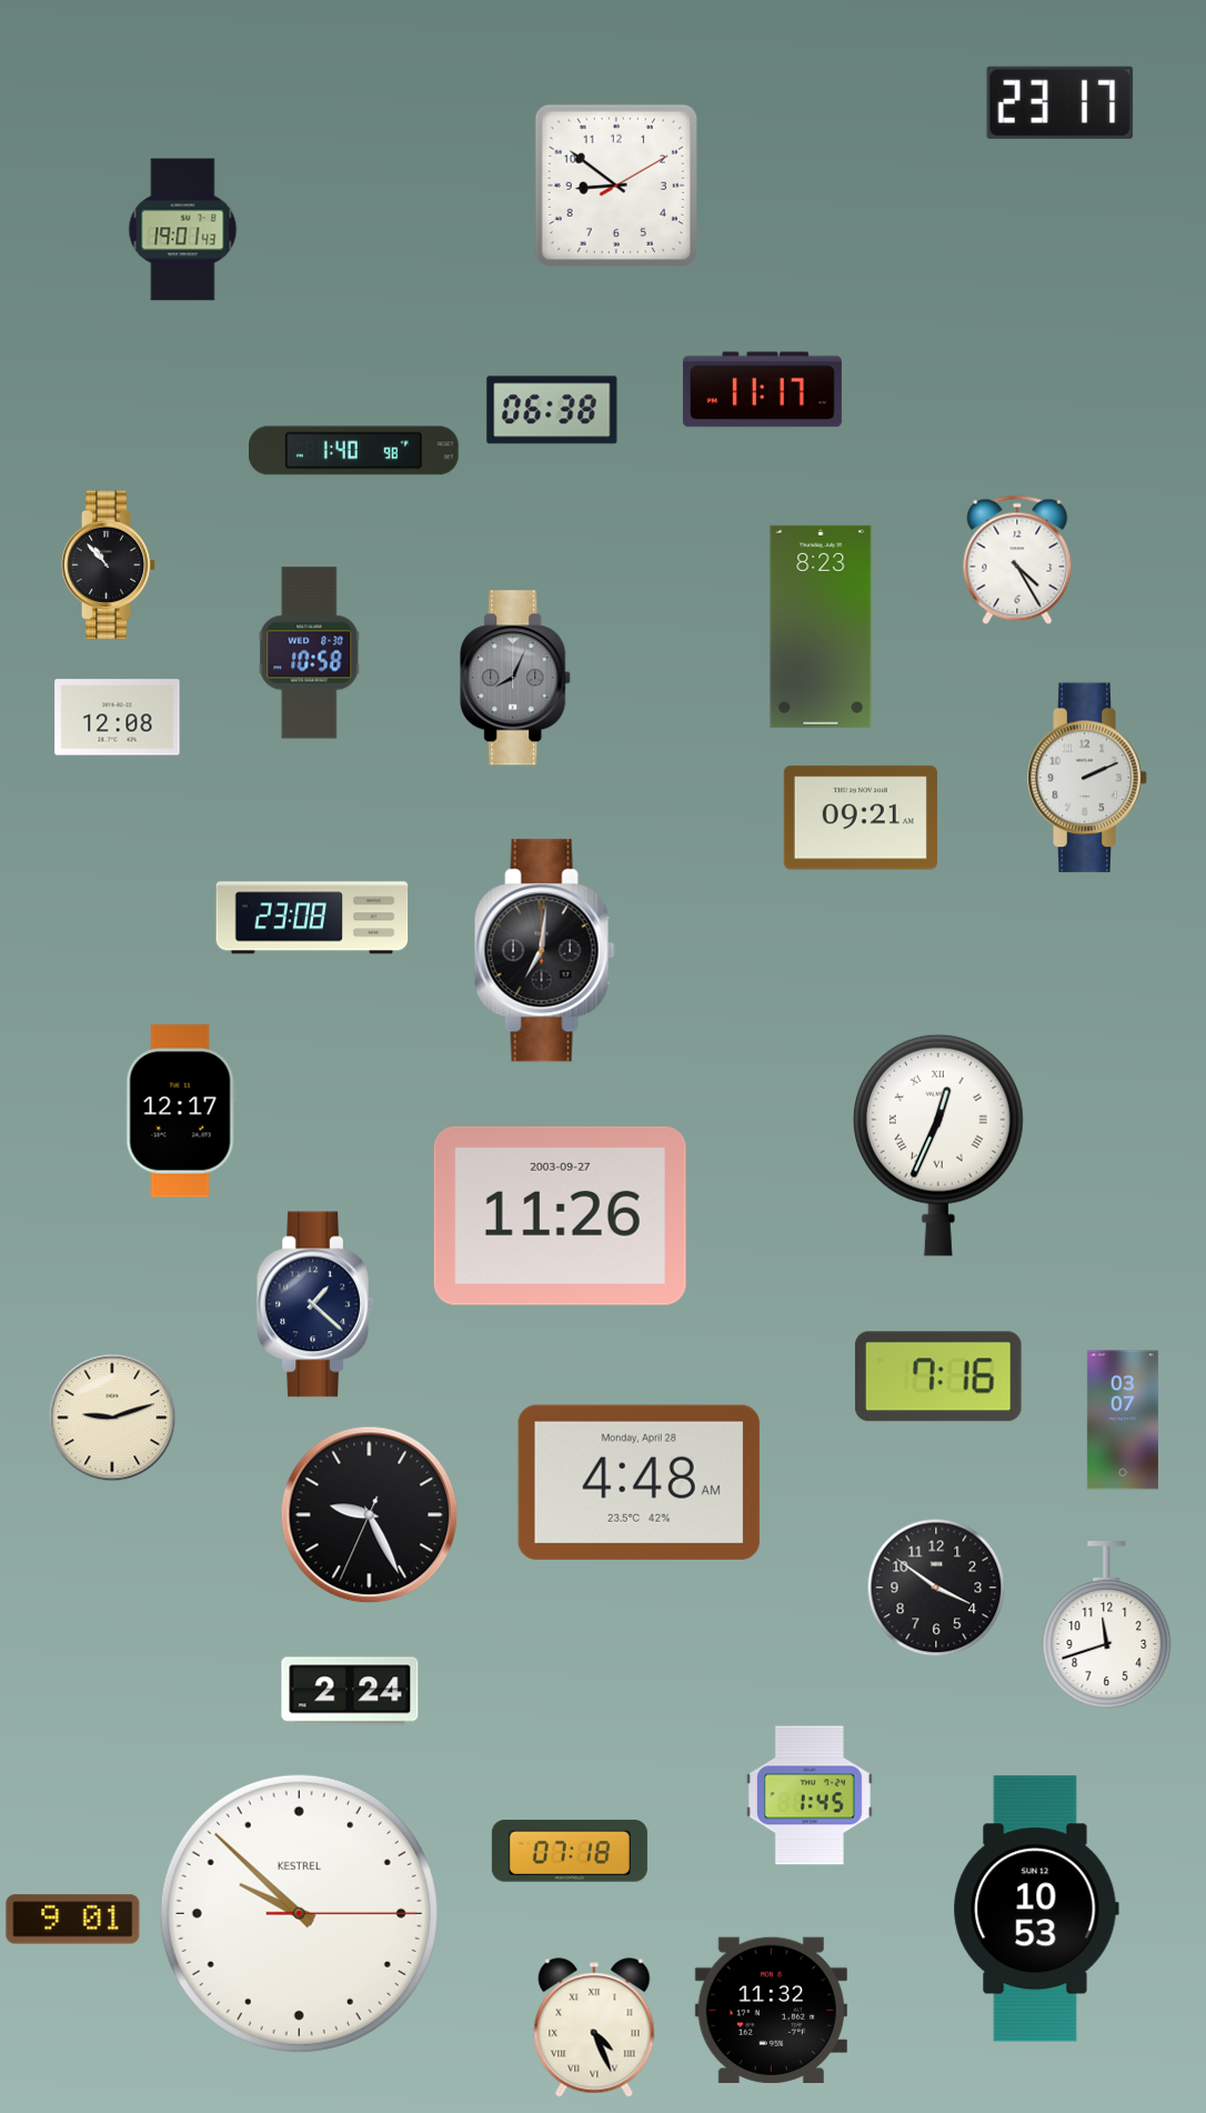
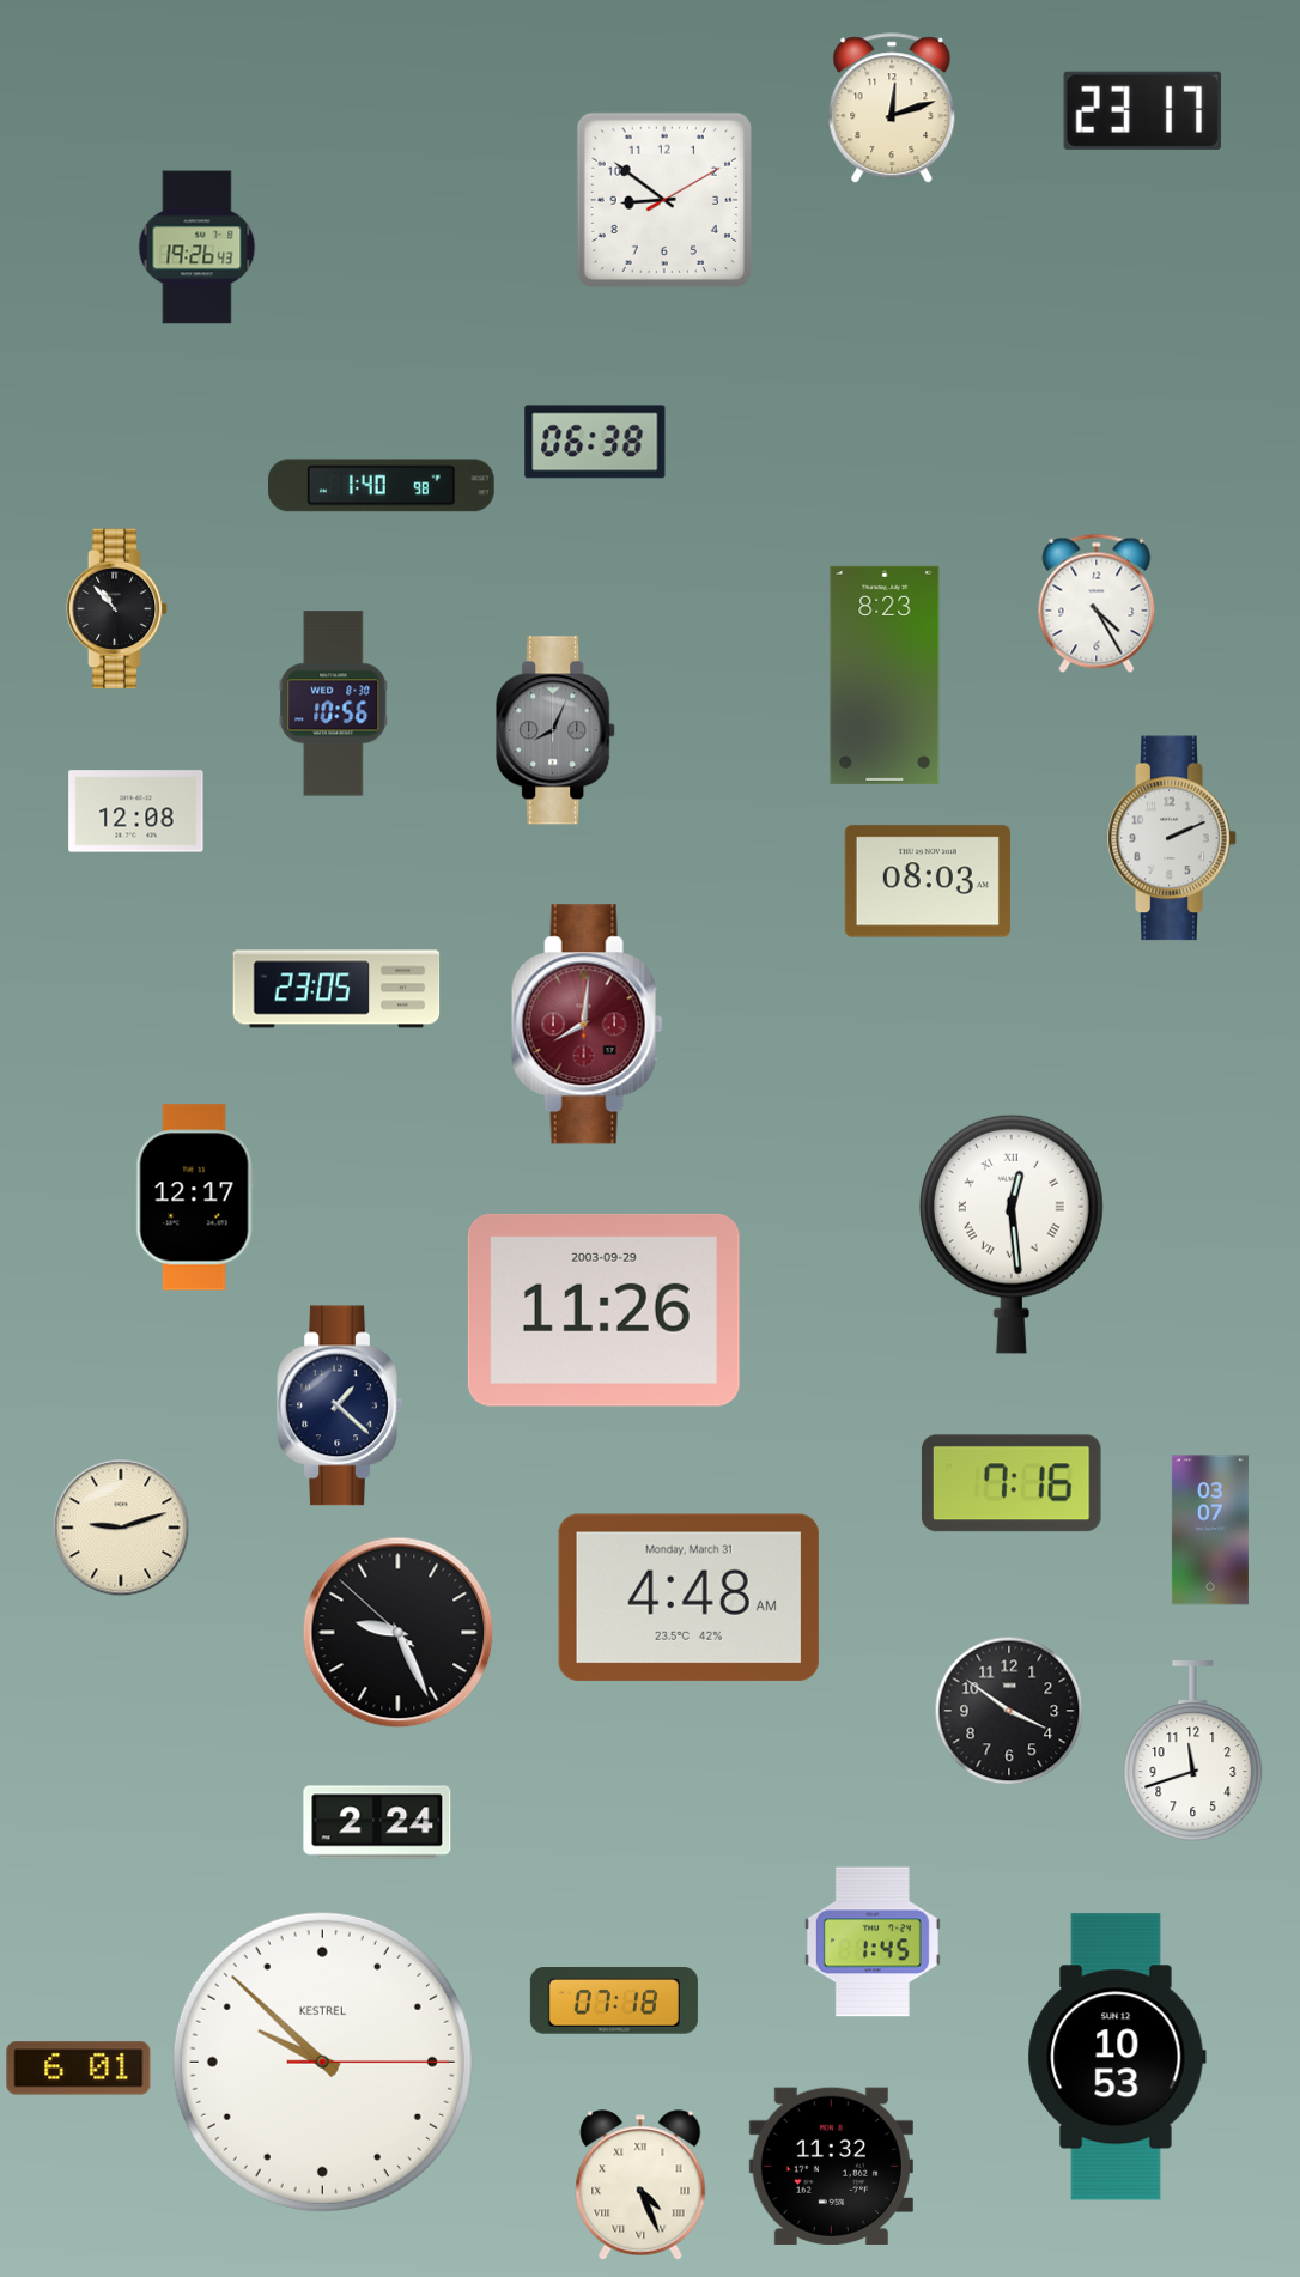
clock at (892, 109): none -> 12:12
clock at (183, 230): 19:01 -> 19:26
clock at (762, 390): 11:17 -> none
clock at (310, 653): 10:58 -> 10:56
clock at (118, 718) position: (118, 718) -> (136, 812)
clock at (861, 818): 09:21 -> 08:03
clock at (312, 918): 23:08 -> 23:05
clock at (544, 951): 7:01 -> 8:01
clock at (544, 951) dial: black -> burgundy
clock at (938, 1145): 12:34 -> 12:29
clock at (560, 1215) date: 2003-09-27 -> 2003-09-29
clock at (639, 1482) date: Monday, April 28 -> Monday, March 31
clock at (370, 1515): 9:25:34 -> 9:25:52
clock at (810, 1795) position: (810, 1795) -> (873, 1942)
clock at (570, 1851) position: (570, 1851) -> (614, 2000)
clock at (73, 1920): 9:01 -> 6:01
